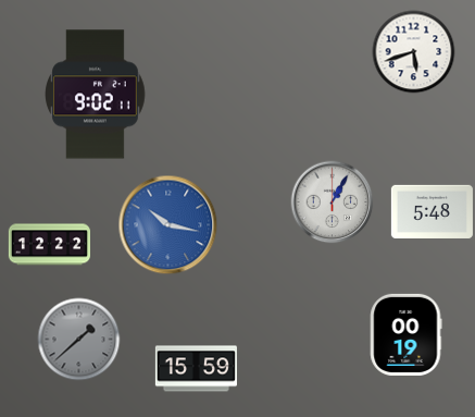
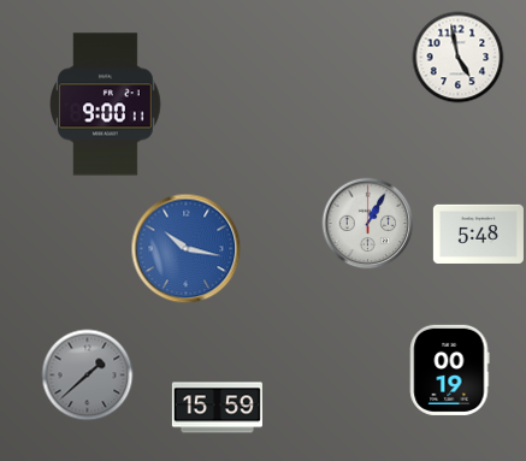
clock at (414, 52): 5:42 -> 4:58
clock at (96, 95): 9:02 -> 9:00
clock at (49, 245): 12:22 -> none
